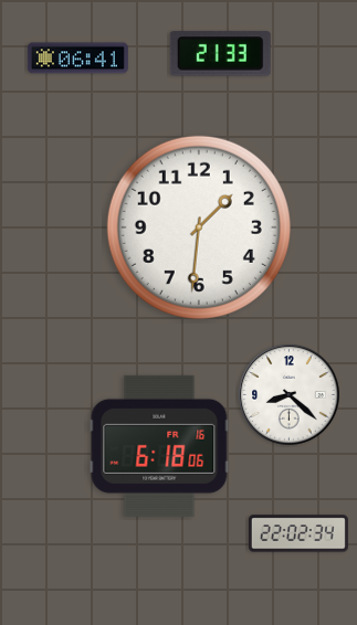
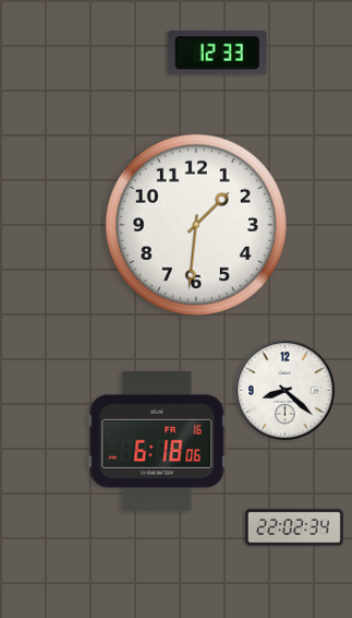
clock at (220, 54): 21:33 -> 12:33
clock at (77, 59): 06:41 -> none
